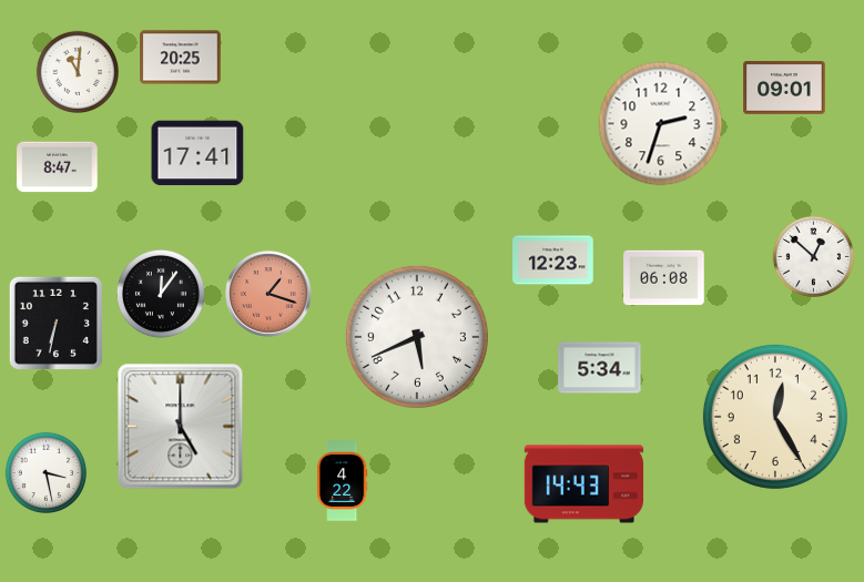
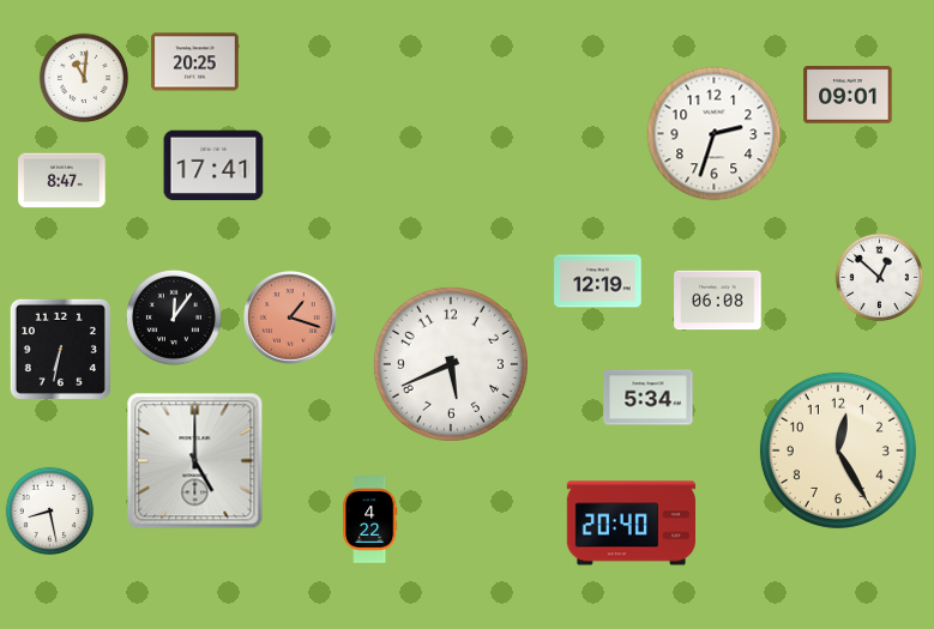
clock at (553, 261): 12:23 -> 12:19
clock at (47, 473): 3:28 -> 8:28
clock at (585, 484): 14:43 -> 20:40
